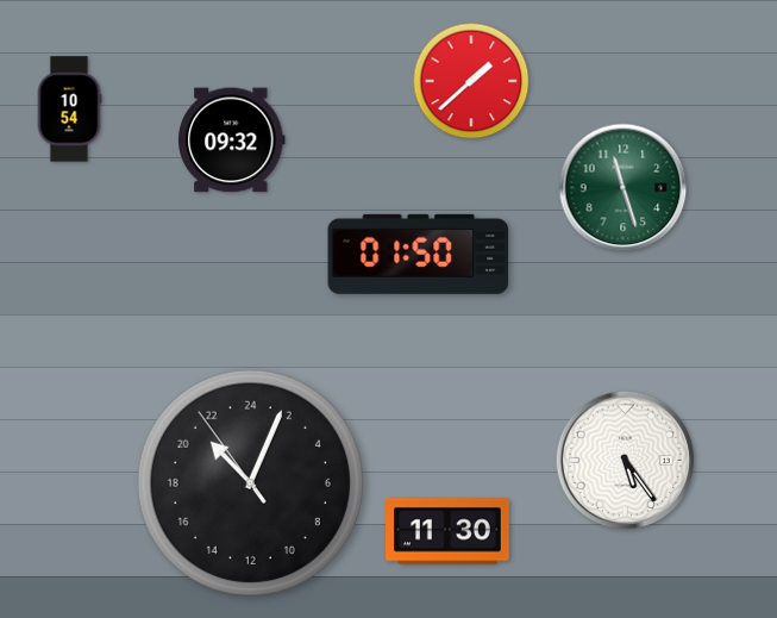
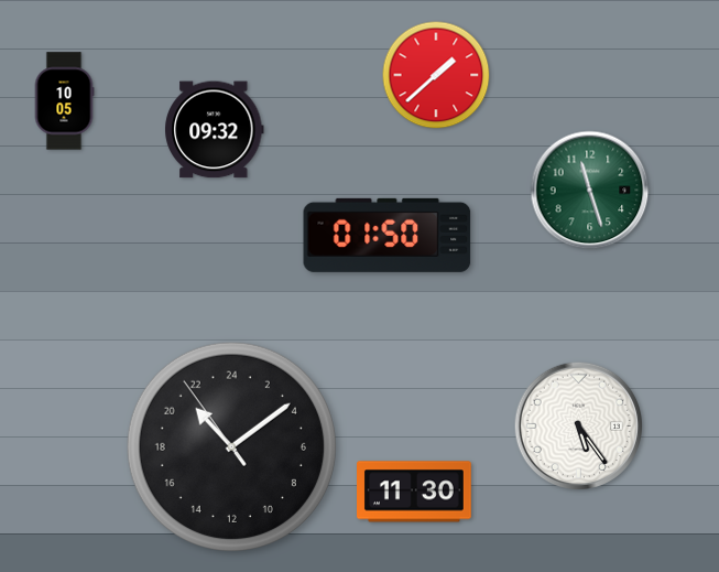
clock at (69, 110): 10:54 -> 10:05
clock at (624, 188) position: (624, 188) -> (590, 191)
clock at (250, 482): 21:03 -> 21:08
